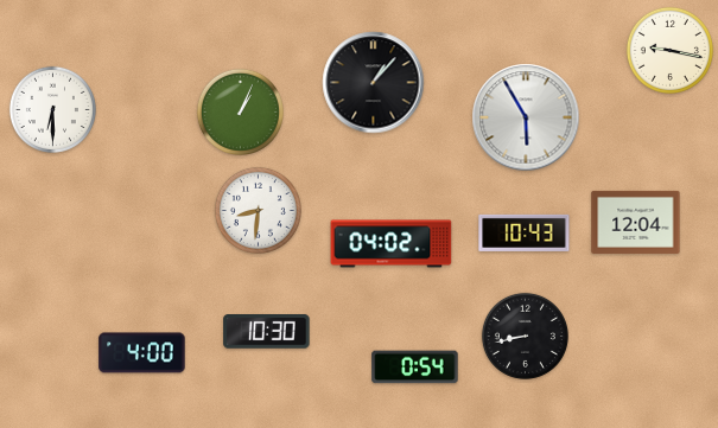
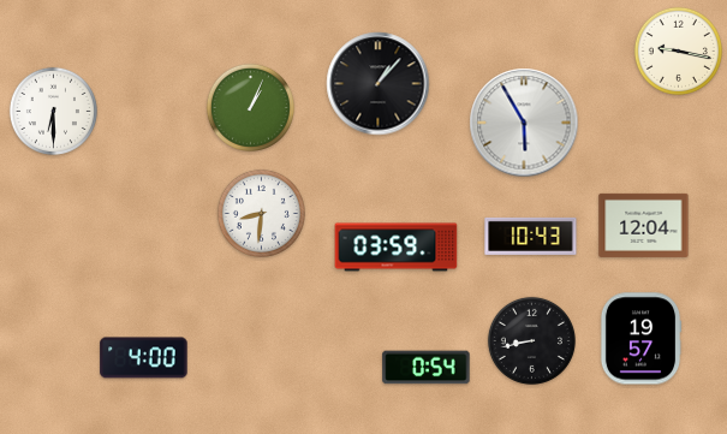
clock at (240, 111) position: (240, 111) -> (250, 107)
clock at (526, 117) position: (526, 117) -> (524, 123)
clock at (392, 244): 04:02 -> 03:59
clock at (267, 332): 10:30 -> none
clock at (640, 339): none -> 19:57
clock at (415, 368) position: (415, 368) -> (427, 368)
